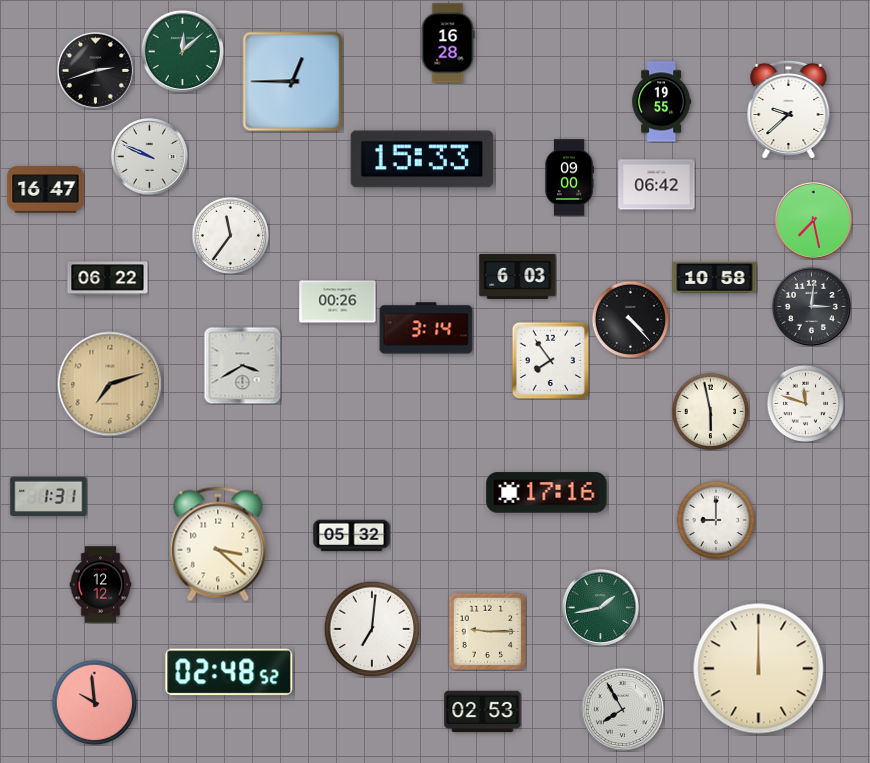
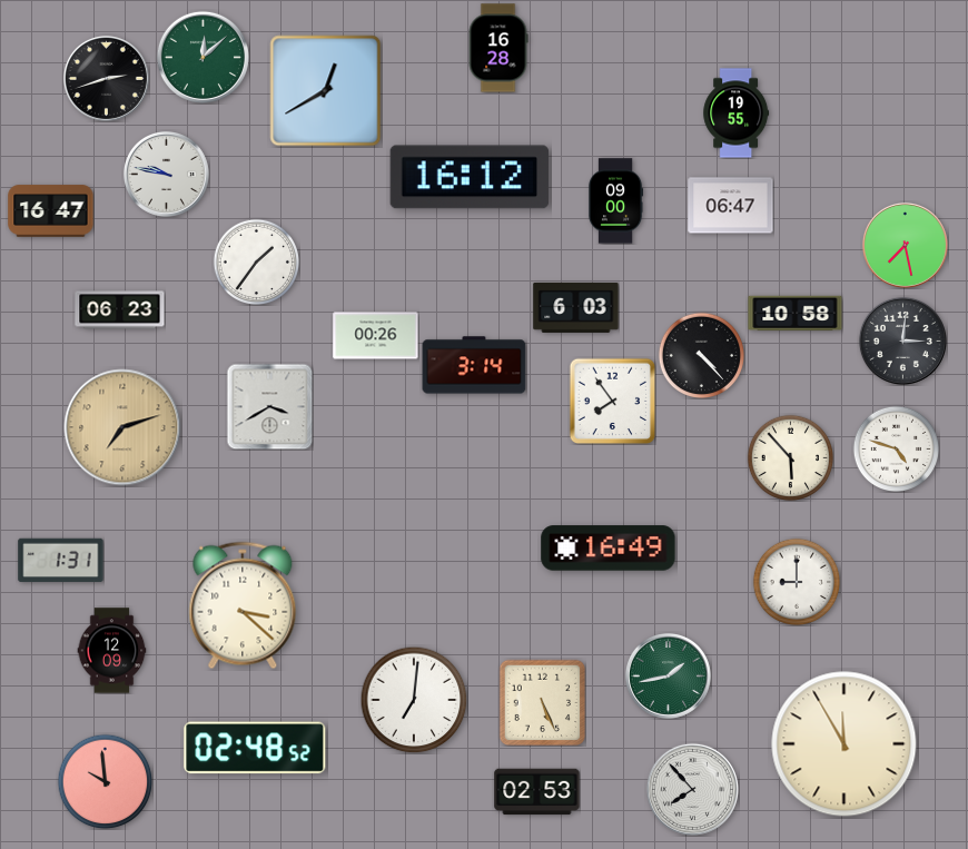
clock at (293, 82): 12:45 -> 12:40
clock at (789, 109): 9:38 -> none
clock at (149, 156): 9:49 -> 9:47
clock at (422, 159): 15:33 -> 16:12
clock at (570, 178) position: (570, 178) -> (616, 201)
clock at (657, 185): 06:42 -> 06:47
clock at (230, 235): 11:36 -> 1:36
clock at (715, 278) position: (715, 278) -> (796, 314)
clock at (108, 279): 06:22 -> 06:23
clock at (805, 403): 11:48 -> 4:48
clock at (710, 411): 5:58 -> 5:53
clock at (547, 493): 17:16 -> 16:49
clock at (49, 497) position: (49, 497) -> (61, 561)
clock at (716, 520) position: (716, 520) -> (797, 582)
clock at (352, 536): 05:32 -> none
clock at (101, 585): 12:12 -> 12:09
clock at (487, 631): 9:15 -> 5:26
clock at (759, 669): 12:00 -> 11:55
clock at (622, 709): 7:55 -> 7:53
